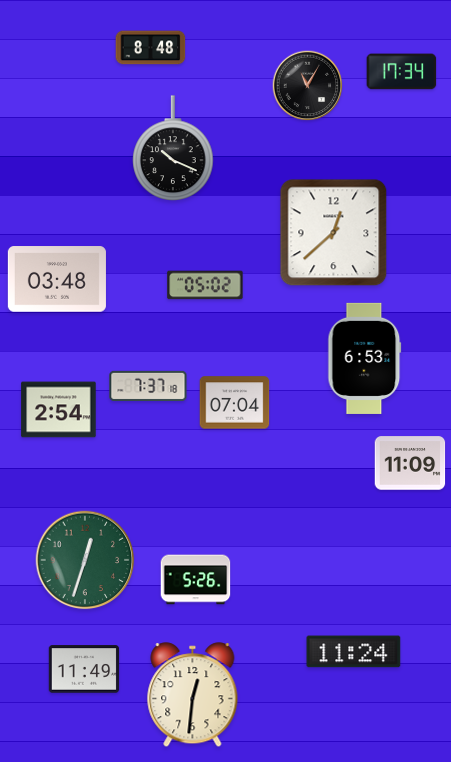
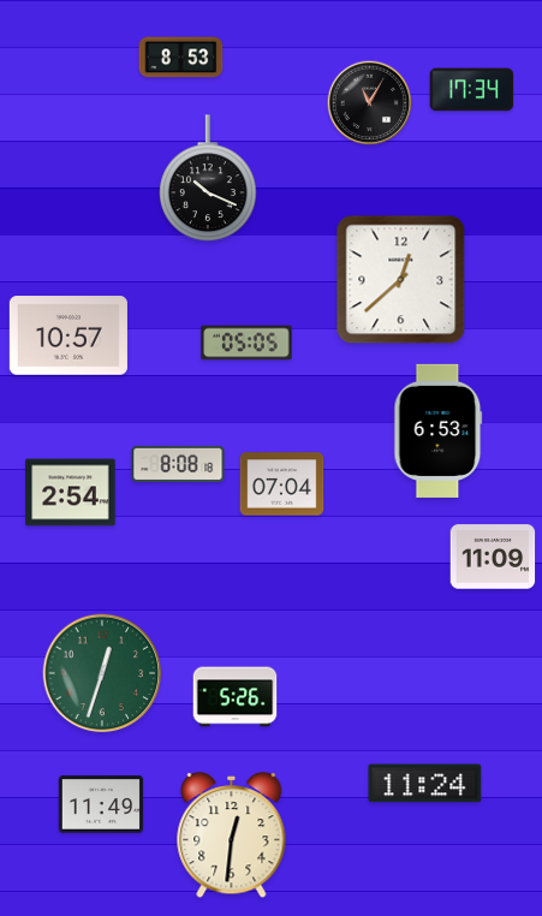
clock at (151, 48): 8:48 -> 8:53
clock at (402, 72) position: (402, 72) -> (472, 90)
clock at (57, 279): 03:48 -> 10:57
clock at (205, 285): 05:02 -> 05:05
clock at (148, 385): 7:37 -> 8:08
